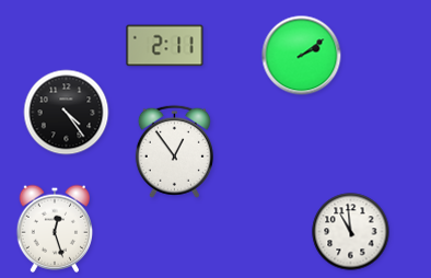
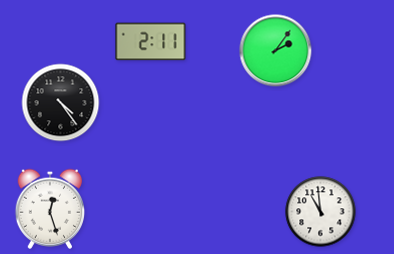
clock at (302, 56): 2:09 -> 2:06
clock at (174, 151): 12:54 -> none
